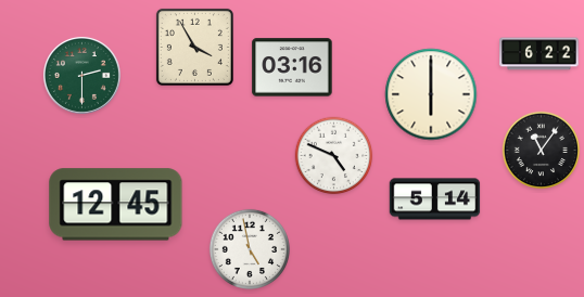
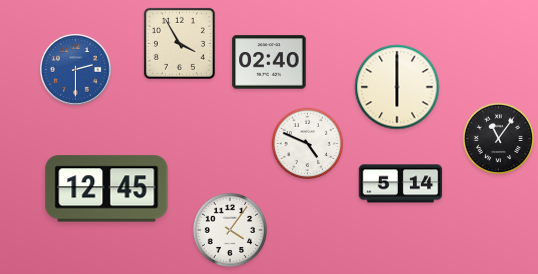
clock at (539, 54): 6:22 -> none
clock at (292, 67): 03:16 -> 02:40
clock at (81, 75) dial: green -> blue
clock at (249, 248): 4:58 -> 4:06
